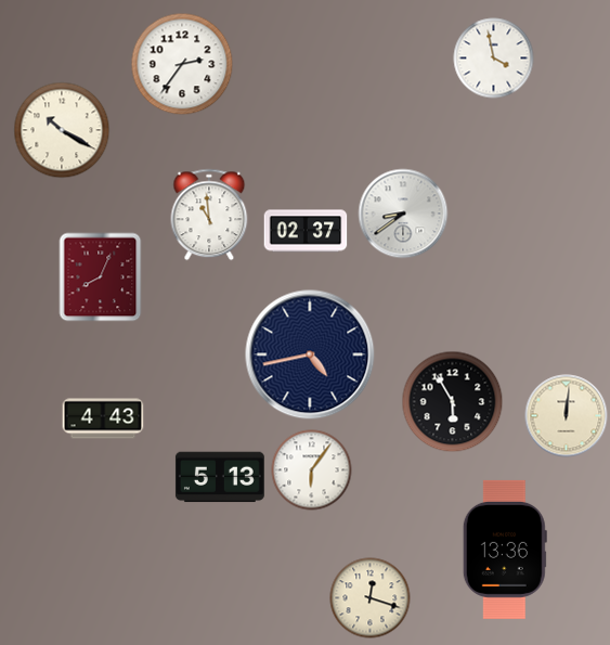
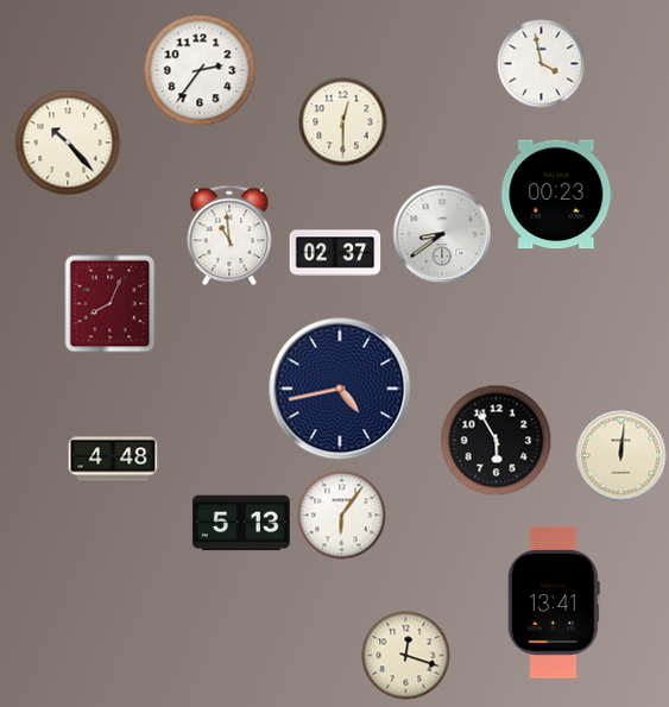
clock at (343, 122): none -> 12:30
clock at (62, 130): 10:20 -> 10:23
clock at (557, 195): none -> 00:23
clock at (103, 418): 4:43 -> 4:48
clock at (505, 550): 13:36 -> 13:41
